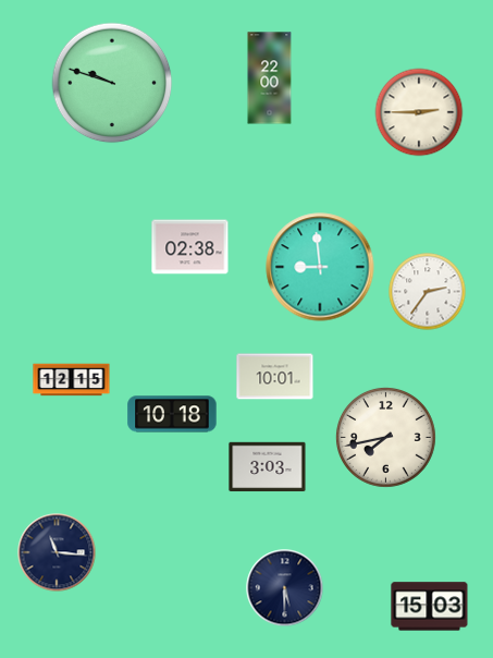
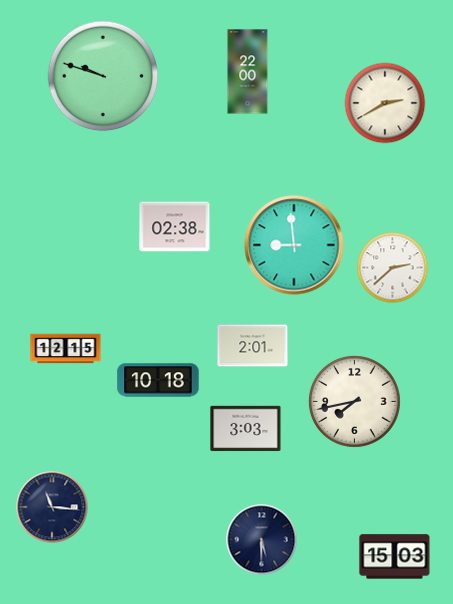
clock at (419, 112): 2:45 -> 2:40
clock at (428, 292): 2:36 -> 2:38
clock at (275, 377): 10:01 -> 2:01
